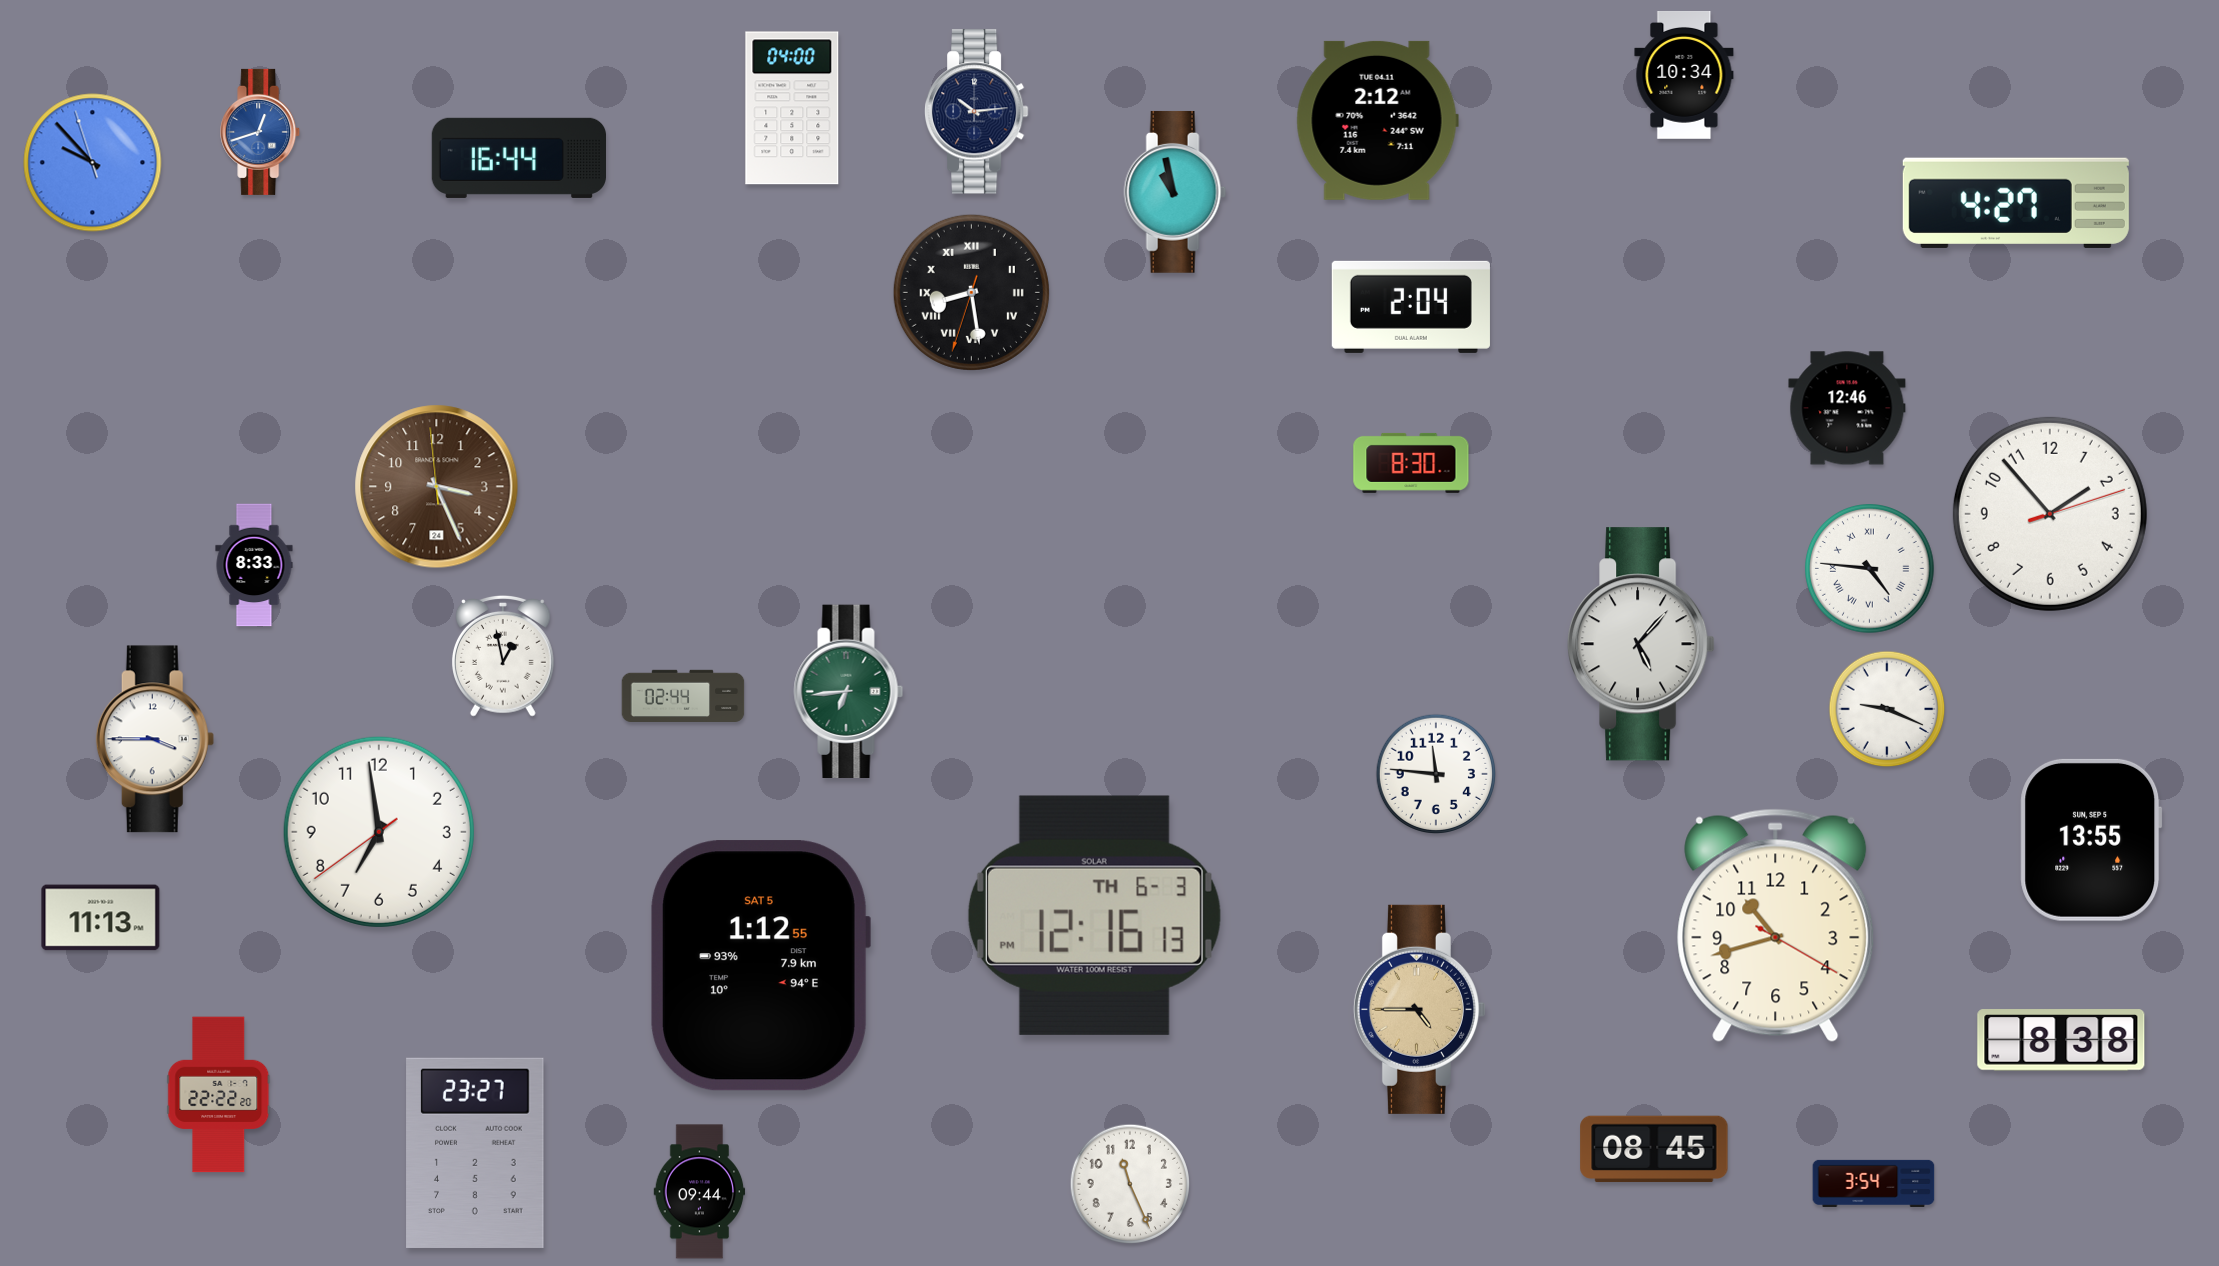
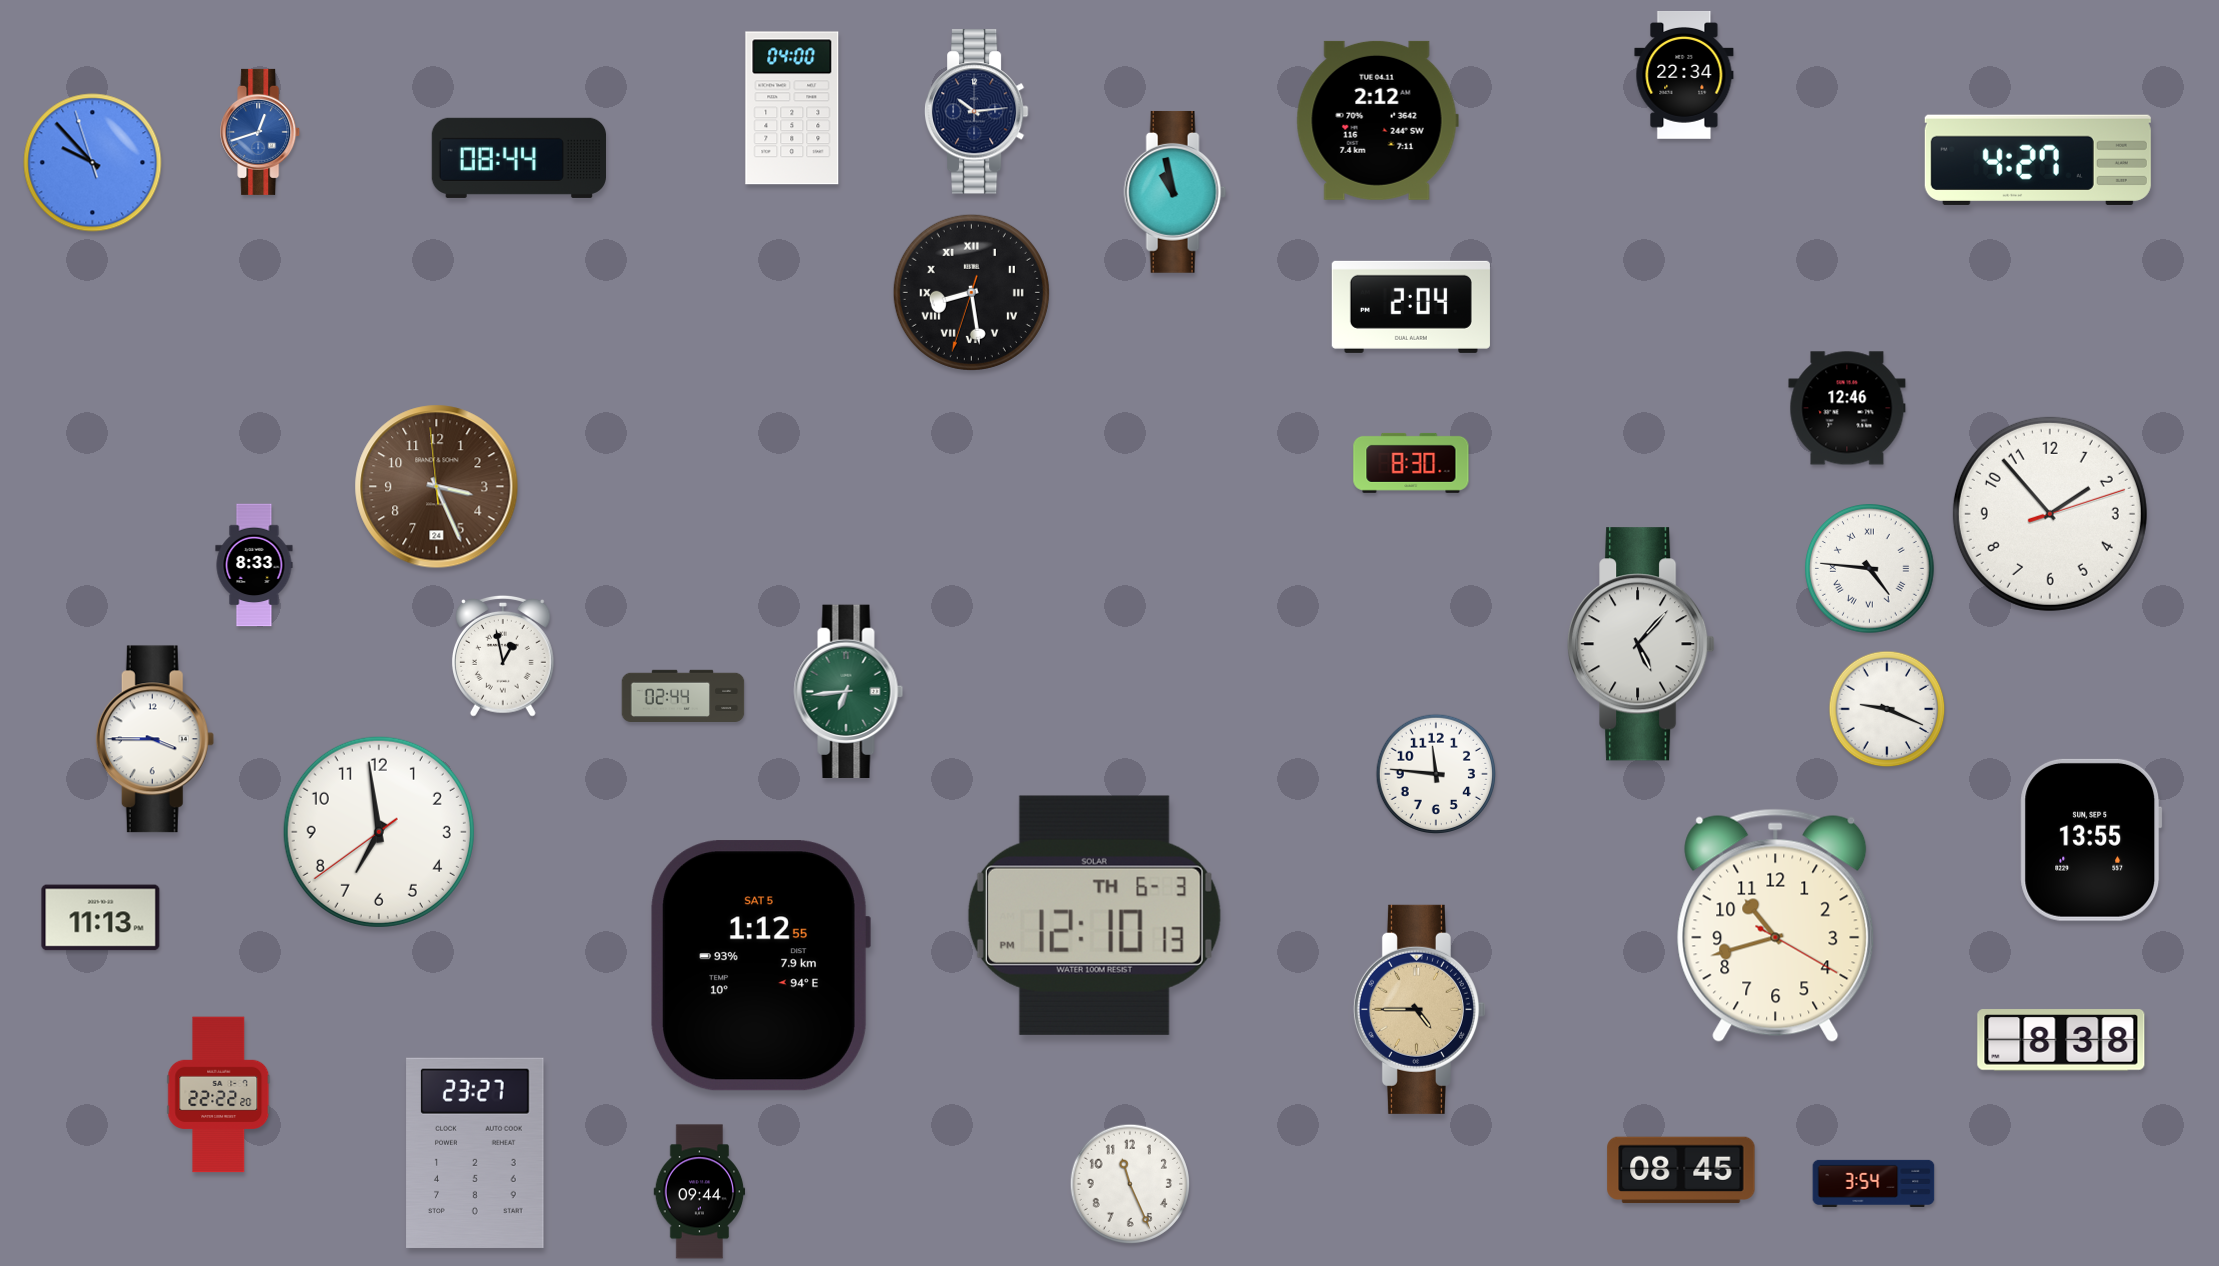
clock at (1684, 75): 10:34 -> 22:34
clock at (518, 158): 16:44 -> 08:44
clock at (2016, 203) position: (2016, 203) -> (2038, 160)
clock at (1094, 915): 12:16 -> 12:10
clock at (1654, 1149) position: (1654, 1149) -> (1681, 1170)
